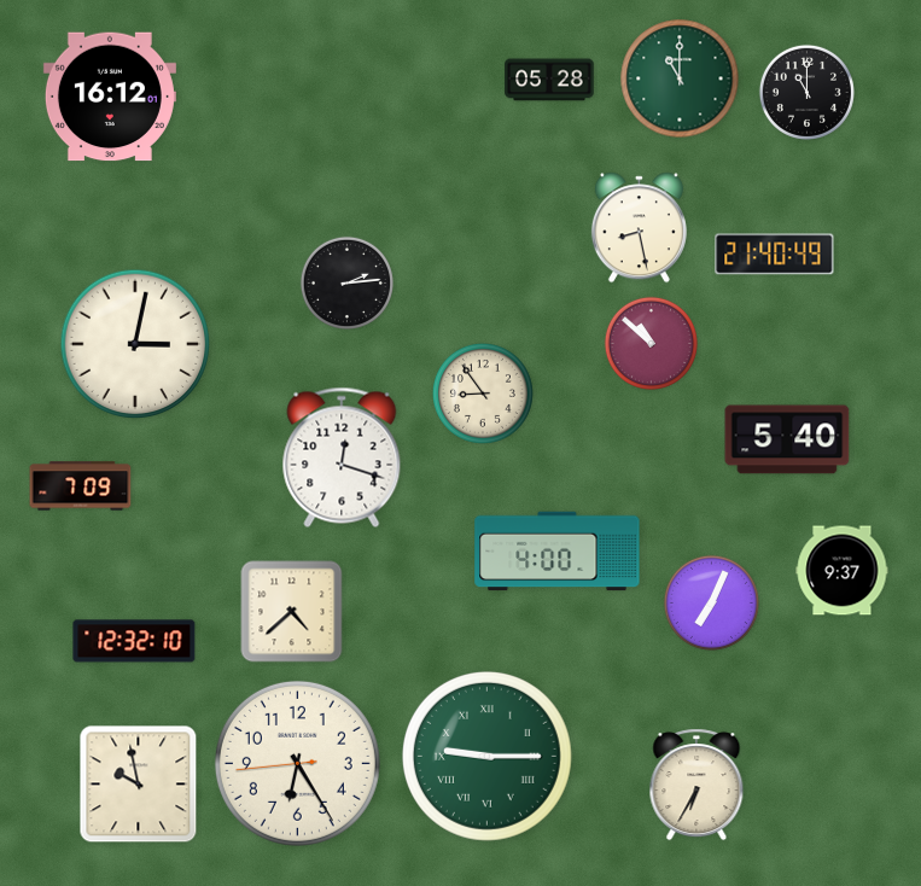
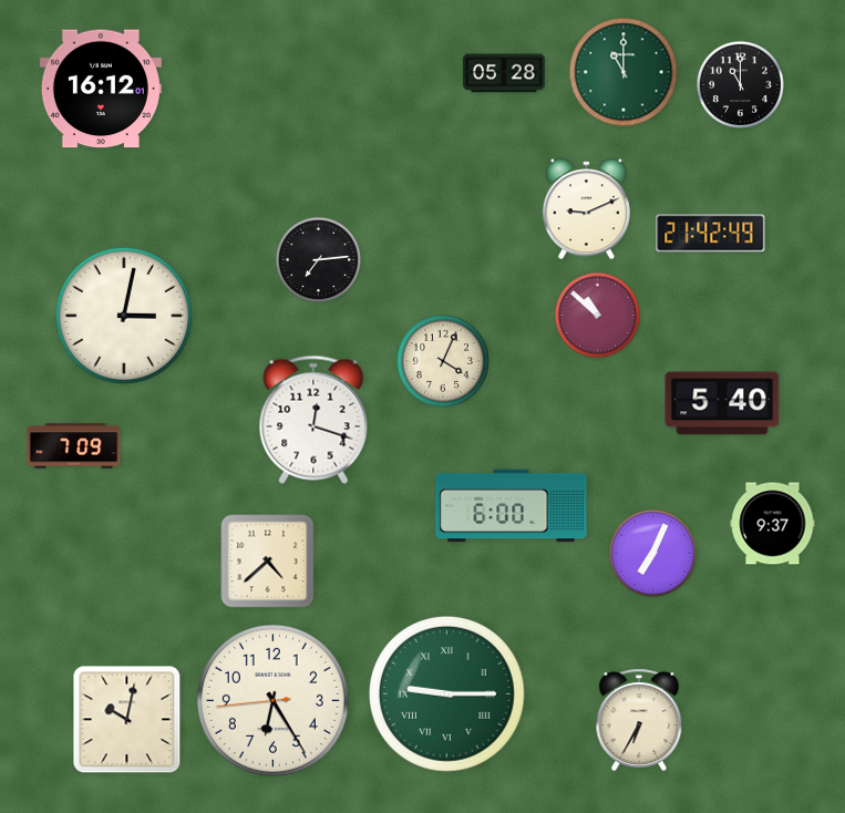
clock at (639, 228): 8:28 -> 9:11
clock at (775, 255): 21:40 -> 21:42
clock at (346, 282): 2:14 -> 7:14
clock at (483, 394): 8:54 -> 4:04
clock at (558, 552): 4:00 -> 6:00
clock at (134, 641): 12:32 -> none
clock at (139, 785): 9:58 -> 10:02
